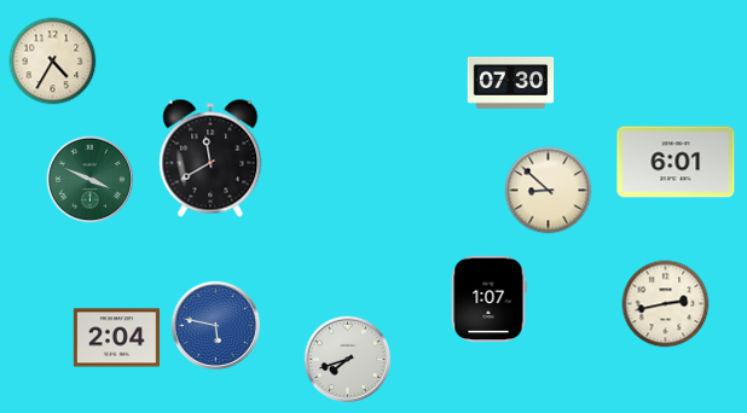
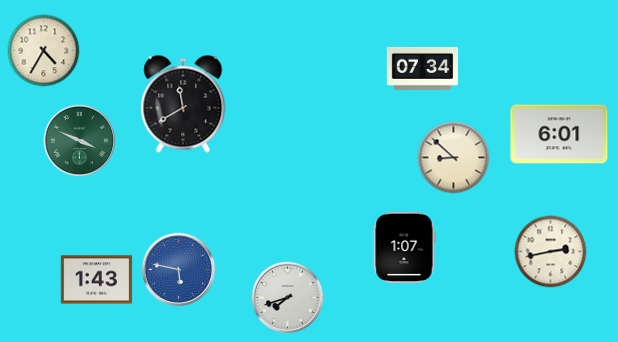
clock at (511, 83): 07:30 -> 07:34
clock at (210, 158) position: (210, 158) -> (183, 104)
clock at (91, 180) position: (91, 180) -> (80, 141)
clock at (117, 338): 2:04 -> 1:43
